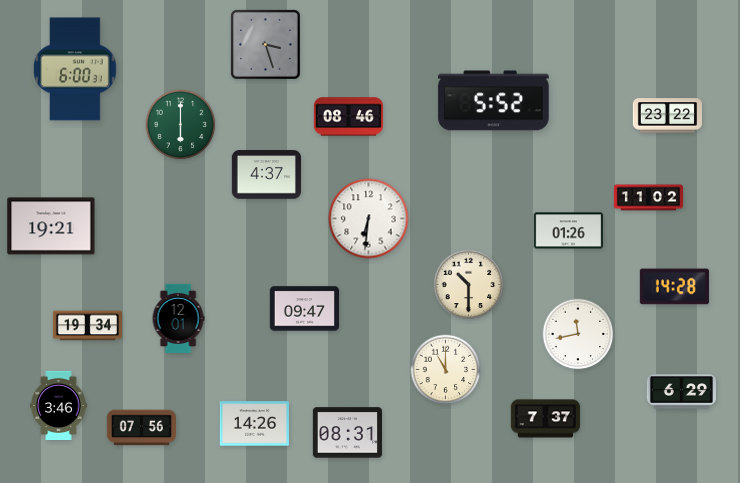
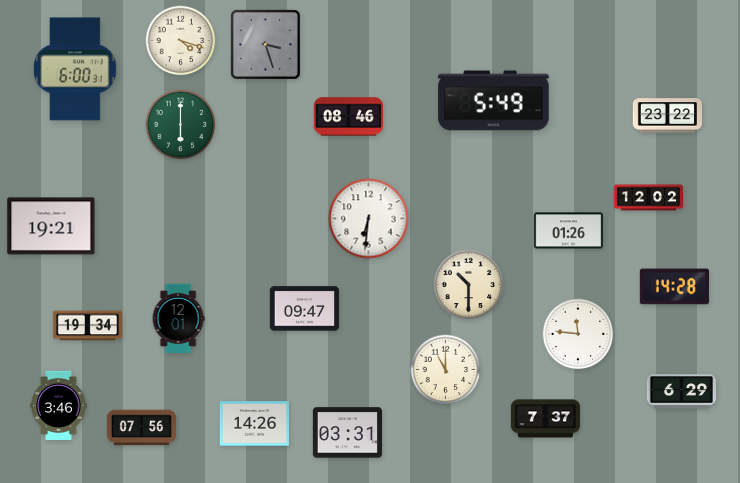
clock at (181, 41): none -> 4:18
clock at (494, 101): 5:52 -> 5:49
clock at (266, 175): 4:37 -> none
clock at (649, 198): 11:02 -> 12:02
clock at (578, 334): 11:43 -> 11:46
clock at (347, 433): 08:31 -> 03:31
